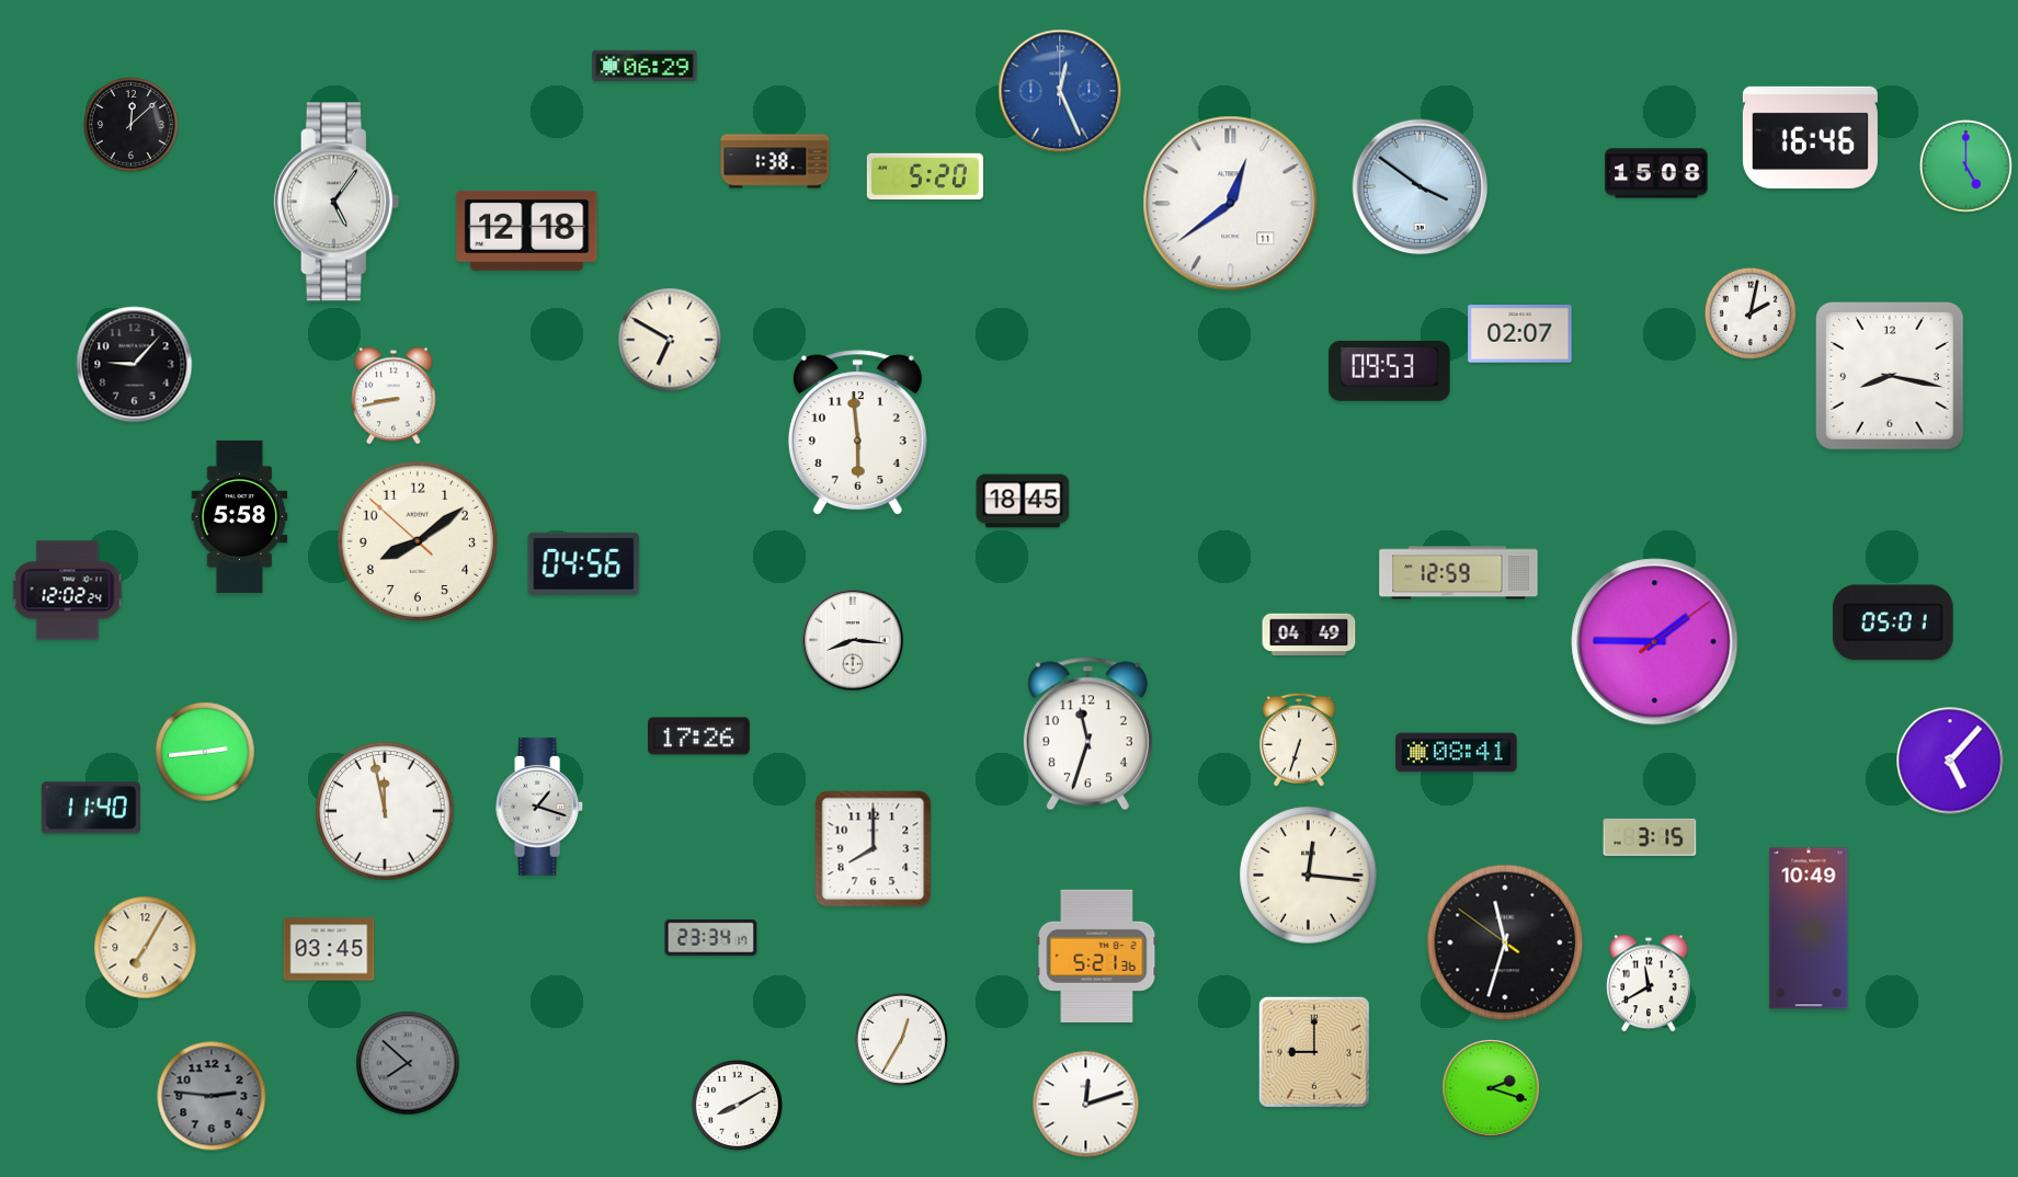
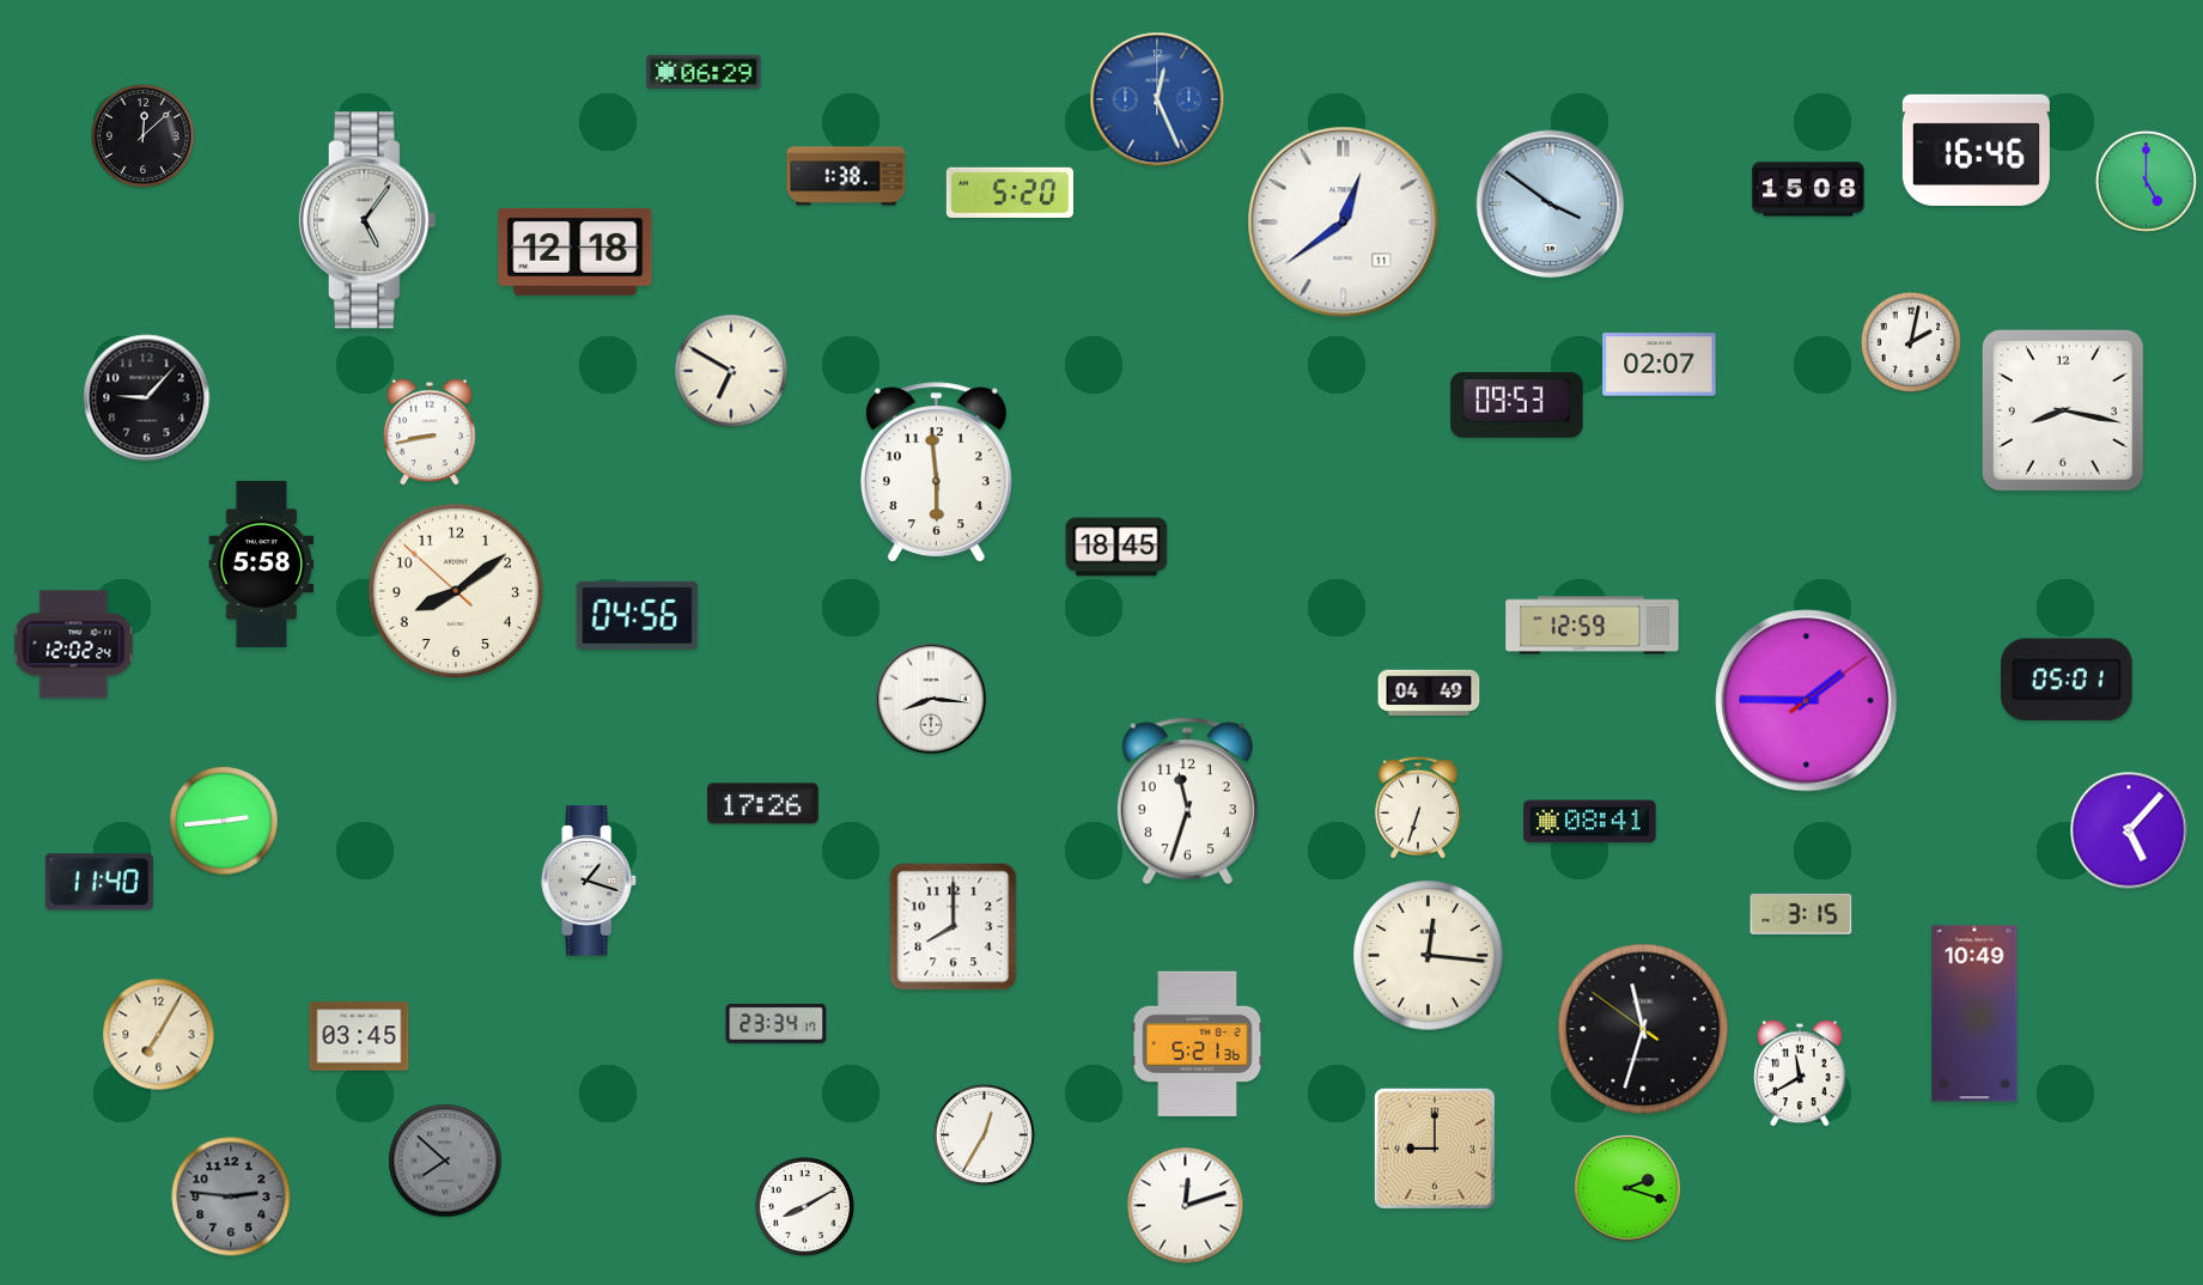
clock at (385, 811): 11:58 -> none
